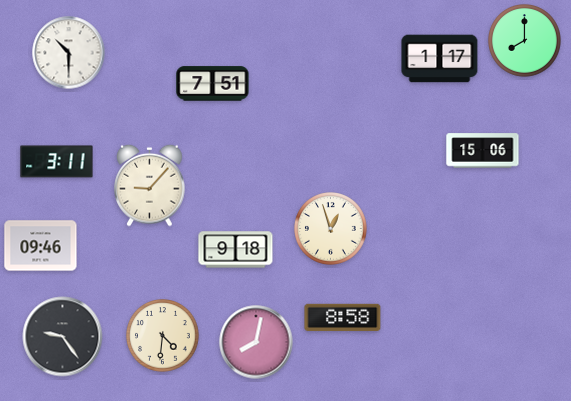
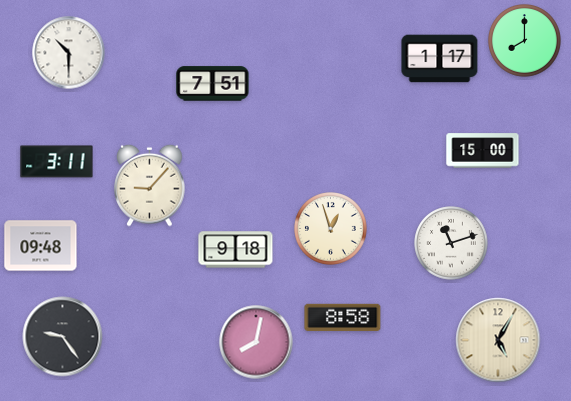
clock at (483, 151): 15:06 -> 15:00
clock at (451, 243): none -> 11:12
clock at (41, 246): 09:46 -> 09:48
clock at (163, 336): 4:31 -> none
clock at (498, 340): none -> 5:05
